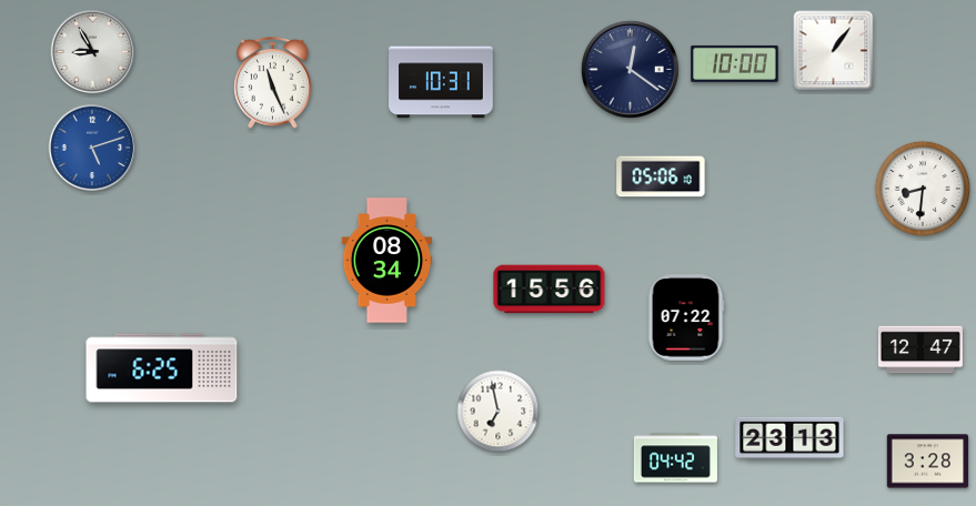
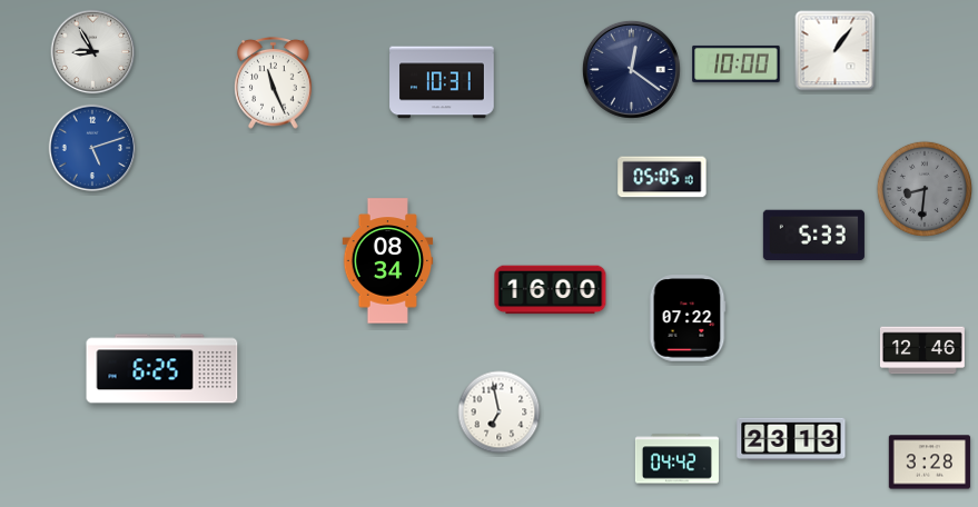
clock at (661, 176): 05:06 -> 05:05
clock at (923, 189) dial: white -> grey
clock at (813, 236): none -> 5:33
clock at (550, 290): 15:56 -> 16:00
clock at (920, 350): 12:47 -> 12:46
